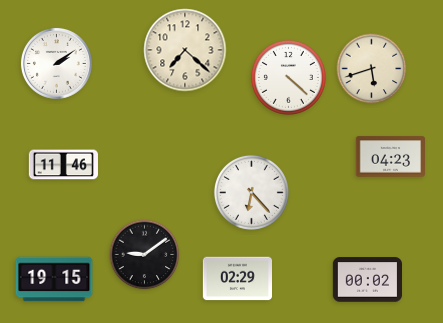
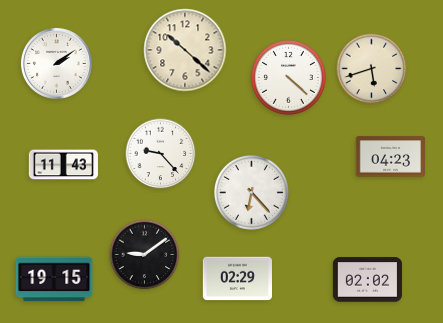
clock at (185, 50): 7:22 -> 10:22
clock at (161, 154): none -> 9:23
clock at (63, 165): 11:46 -> 11:43
clock at (367, 280): 00:02 -> 02:02
